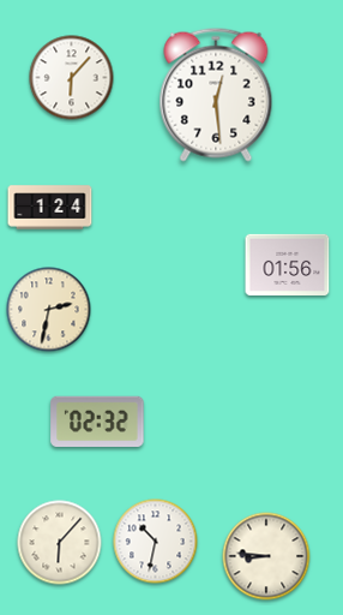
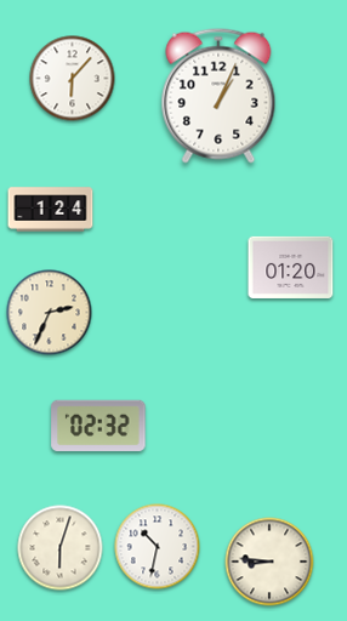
clock at (216, 95): 12:29 -> 1:04
clock at (288, 264): 01:56 -> 01:20
clock at (49, 310): 2:32 -> 2:34
clock at (60, 543): 6:07 -> 6:03
